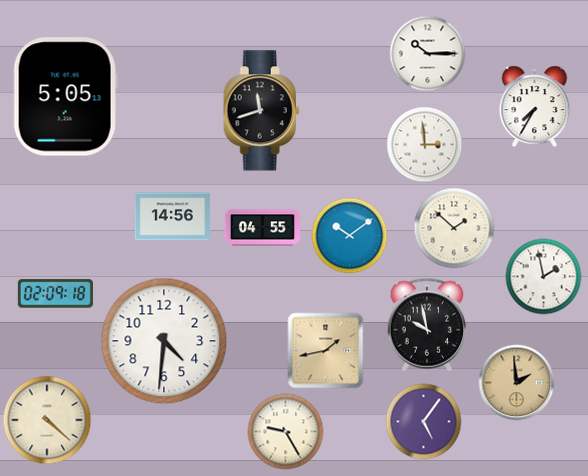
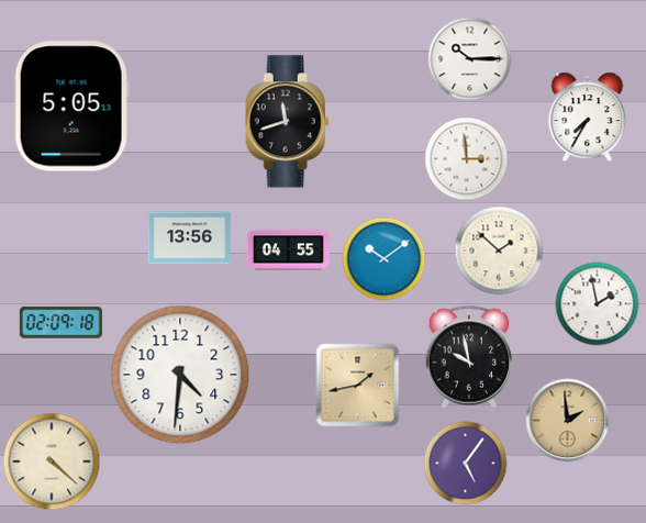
clock at (172, 217): 14:56 -> 13:56
clock at (286, 432): 9:25 -> none
